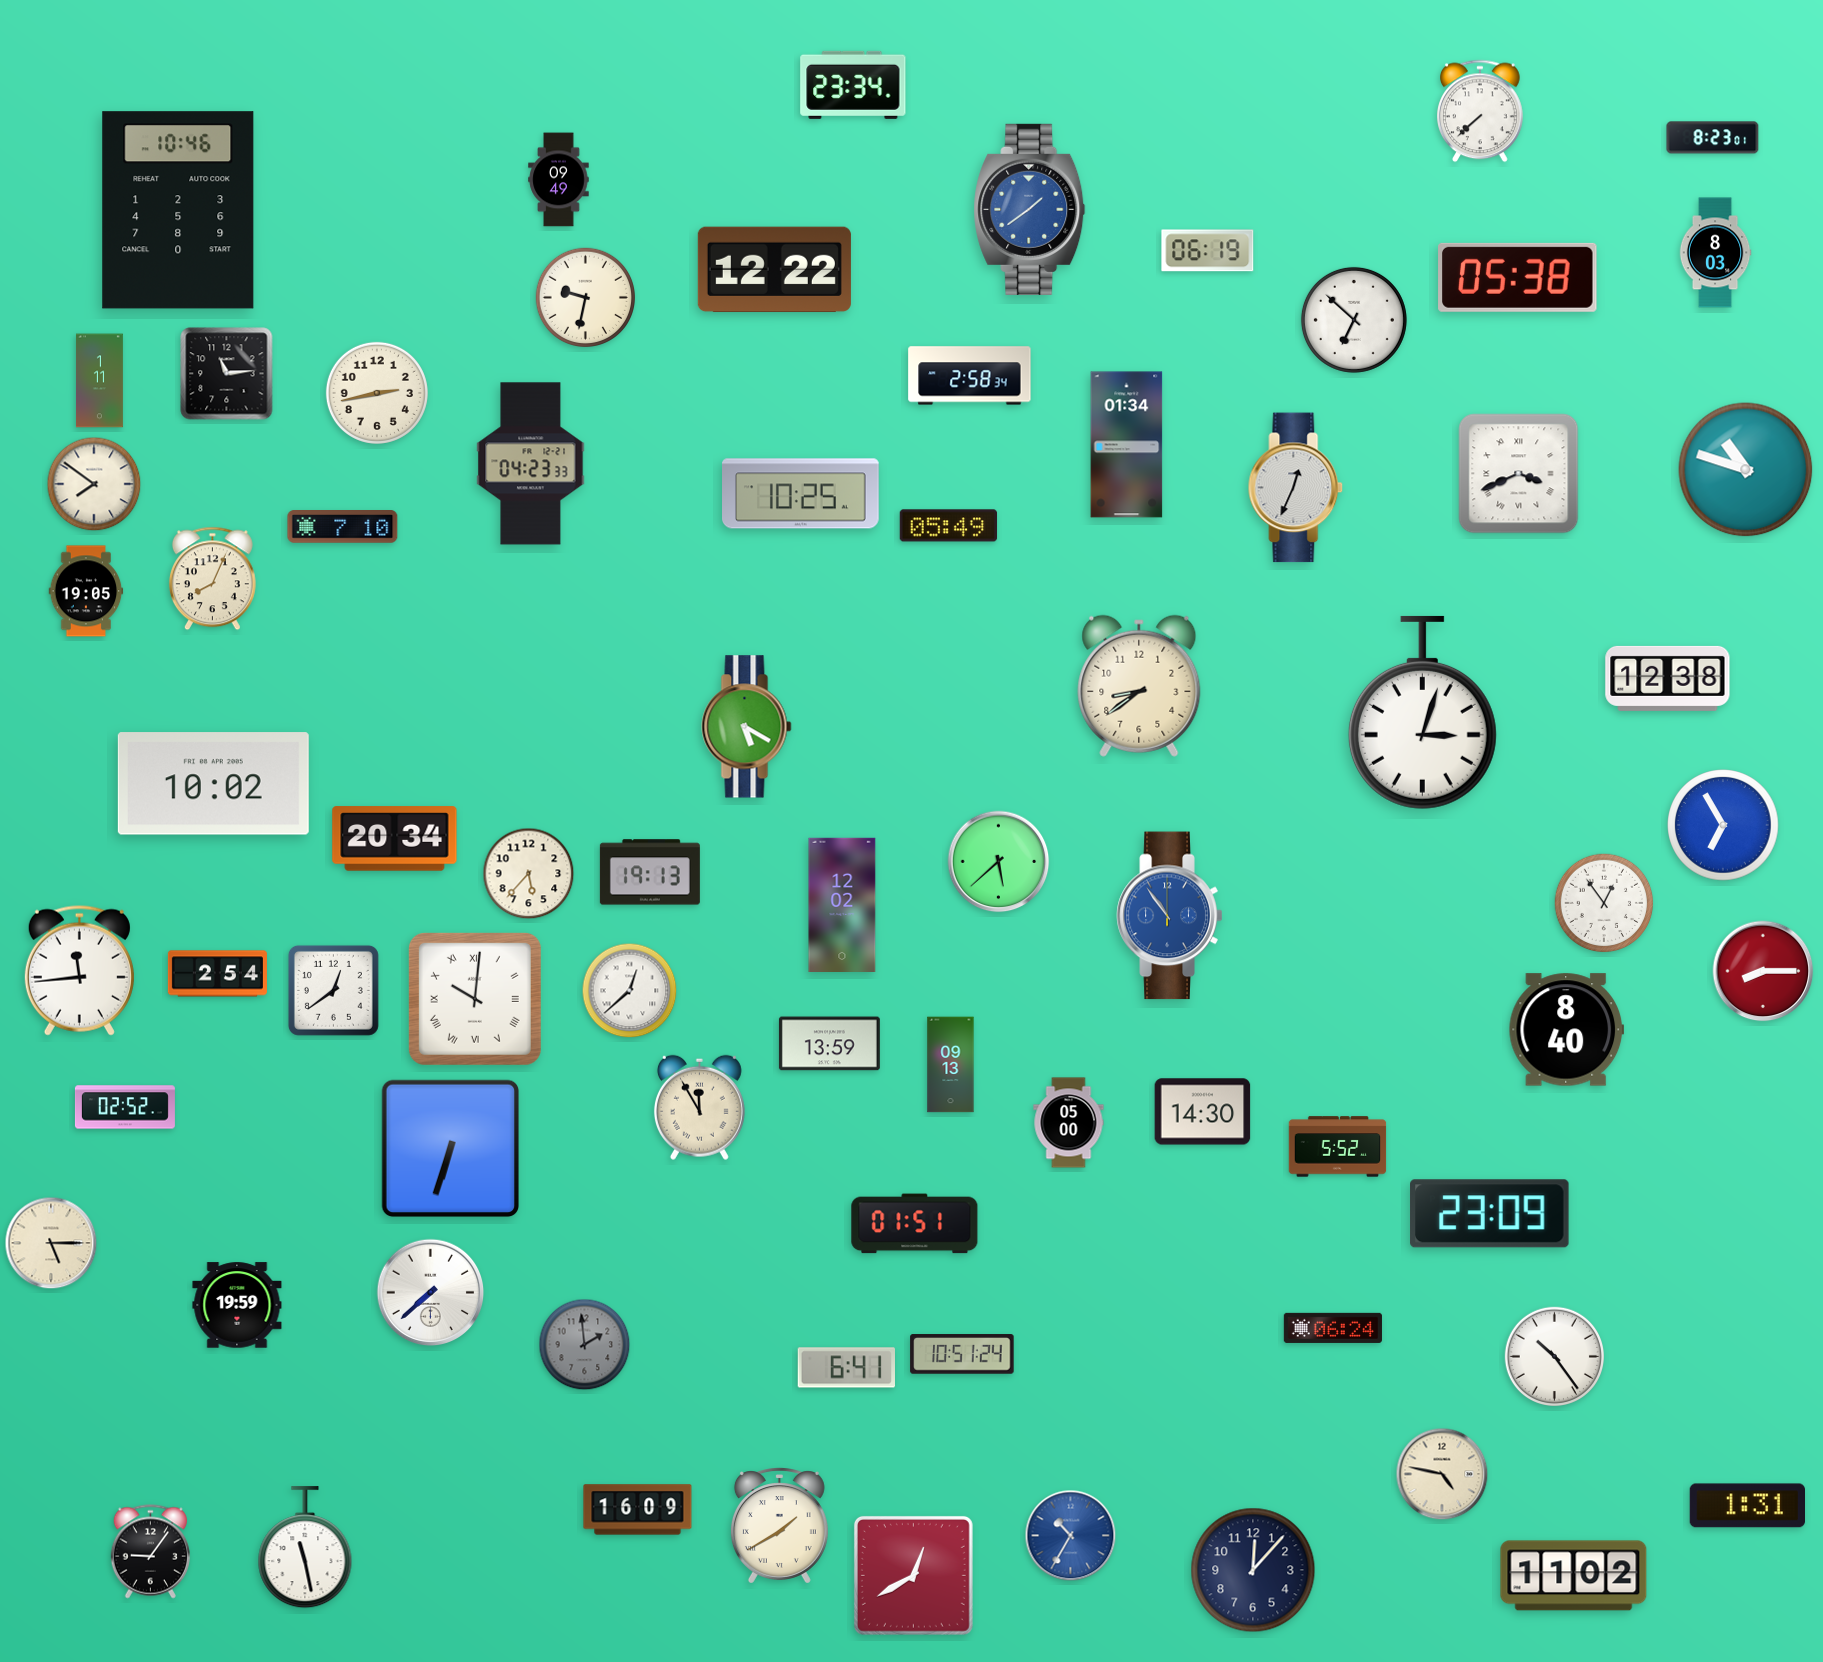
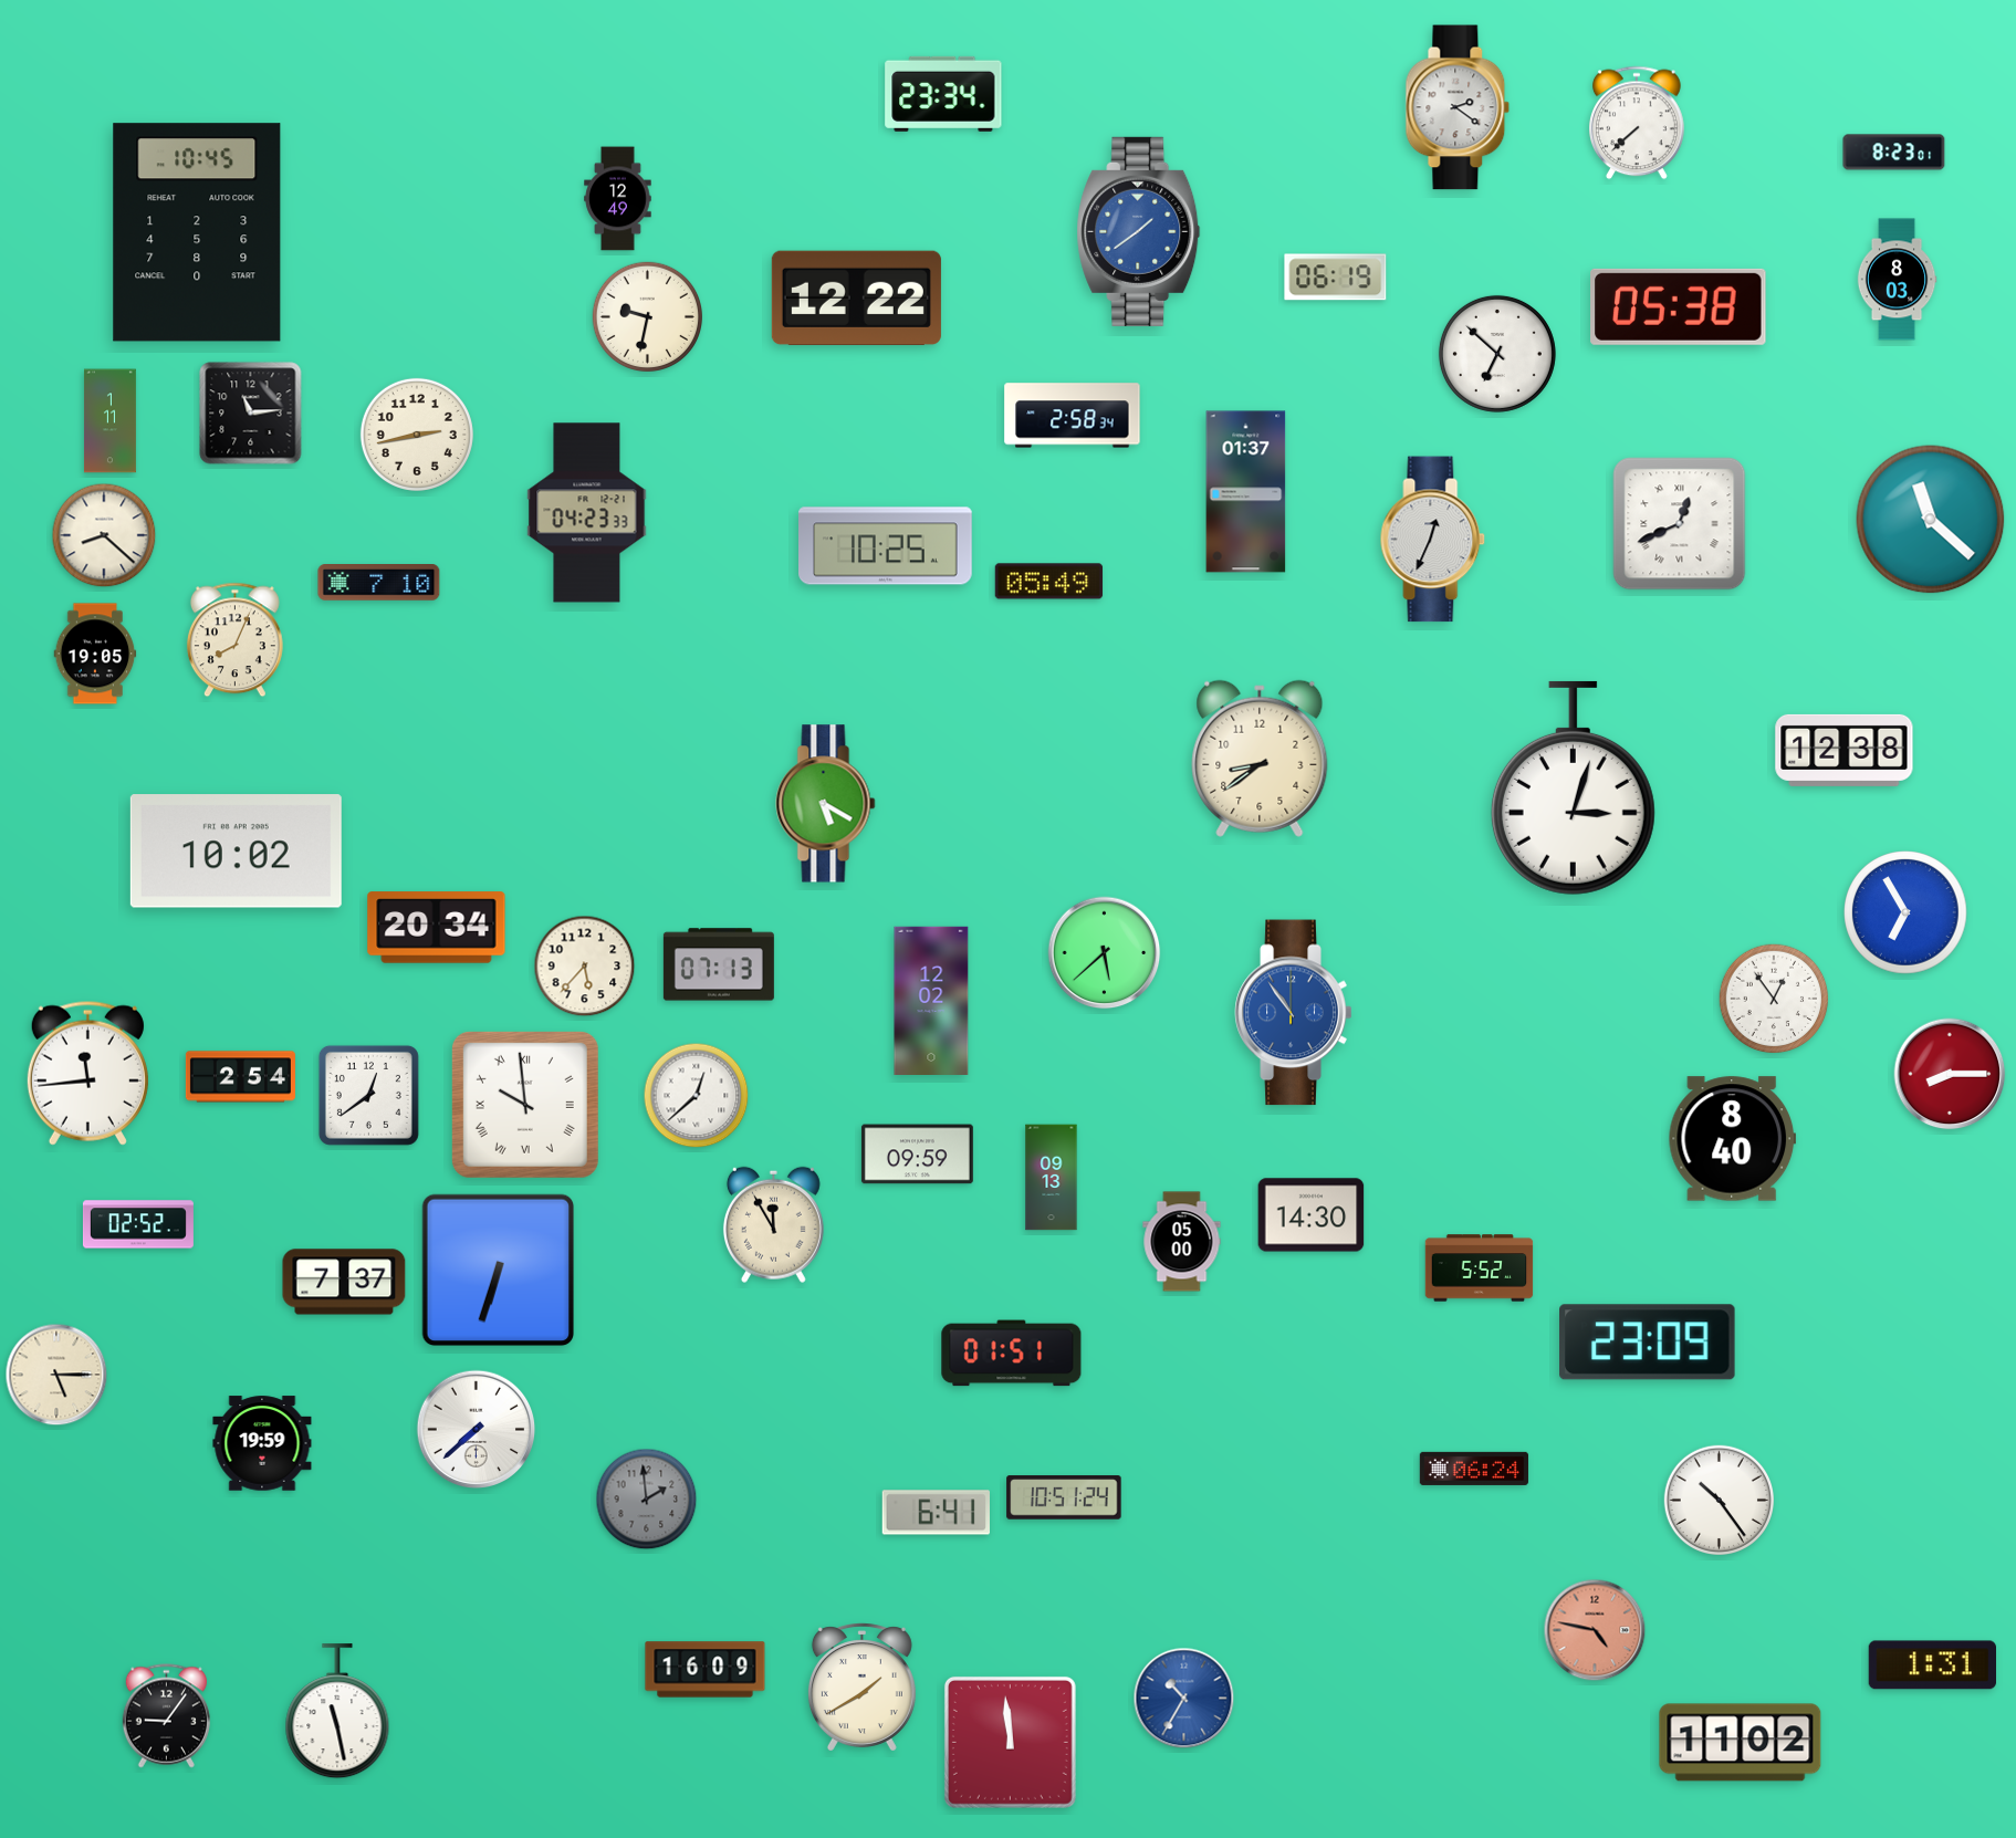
clock at (1458, 107): none -> 2:21
clock at (559, 180): 09:49 -> 12:49
clock at (178, 210): 10:46 -> 10:45
clock at (585, 297) position: (585, 297) -> (647, 316)
clock at (1127, 445): 01:34 -> 01:37
clock at (1746, 470): 10:48 -> 11:22
clock at (1519, 474): 3:41 -> 12:41
clock at (94, 484): 7:51 -> 8:22
clock at (213, 784) position: (213, 784) -> (236, 852)
clock at (650, 872): 19:13 -> 07:13
clock at (475, 999): 10:01 -> 9:59
clock at (829, 1044): 13:59 -> 09:59
clock at (1203, 1112) position: (1203, 1112) -> (1312, 1215)
clock at (344, 1282): none -> 7:37
clock at (585, 1345) position: (585, 1345) -> (647, 1500)
clock at (1442, 1474) dial: cream -> salmon
clock at (1253, 1570): 12:07 -> none
clock at (913, 1575): 12:40 -> 11:59
